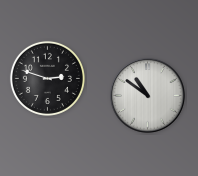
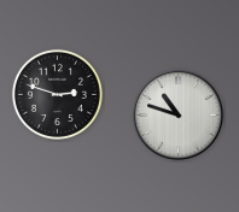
clock at (148, 96): 10:51 -> 10:48
